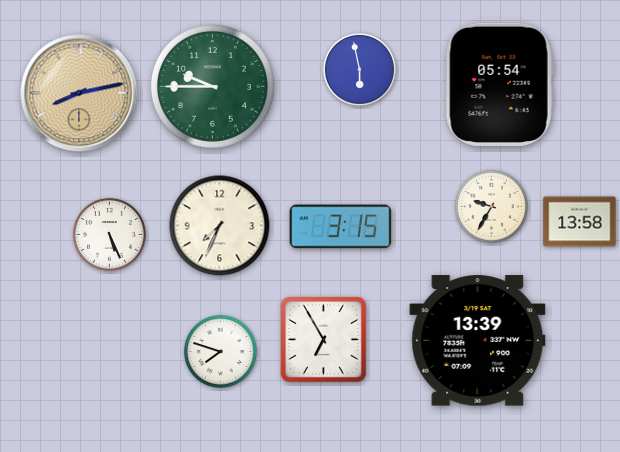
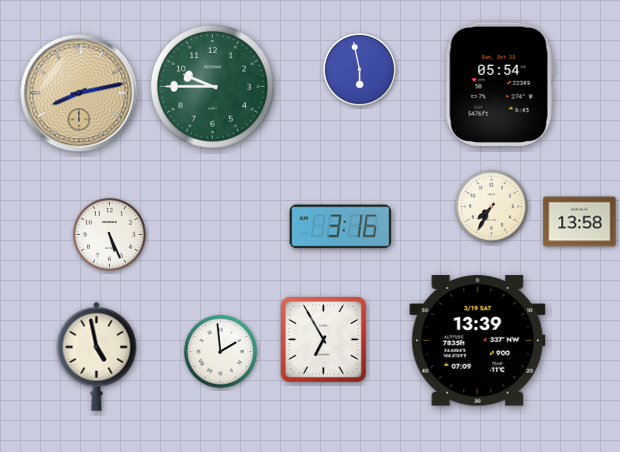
clock at (491, 206): 9:35 -> 7:35
clock at (220, 226): 7:34 -> none
clock at (341, 227): 3:15 -> 3:16
clock at (220, 351): 7:48 -> 1:59
clock at (97, 356): none -> 4:58
